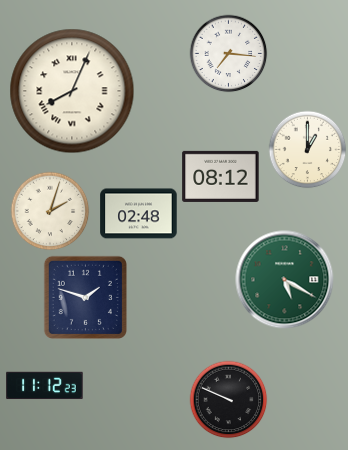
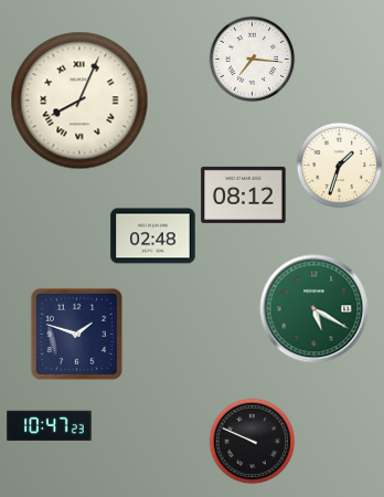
clock at (307, 149): 1:00 -> 1:33
clock at (50, 211): 2:03 -> none
clock at (85, 297) position: (85, 297) -> (76, 334)
clock at (45, 386): 11:12 -> 10:47
